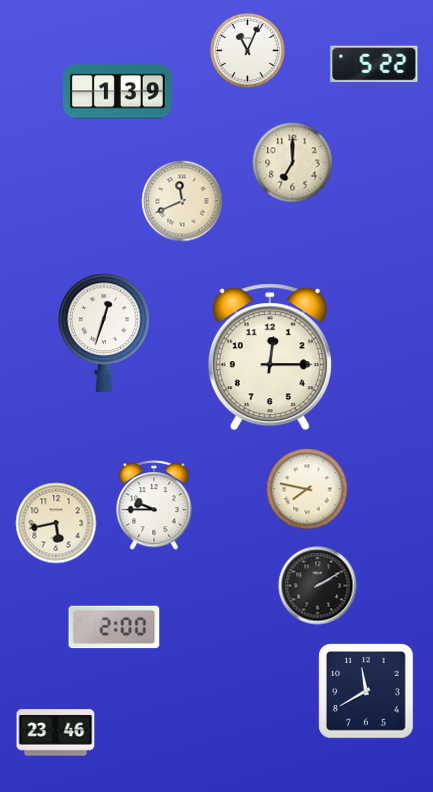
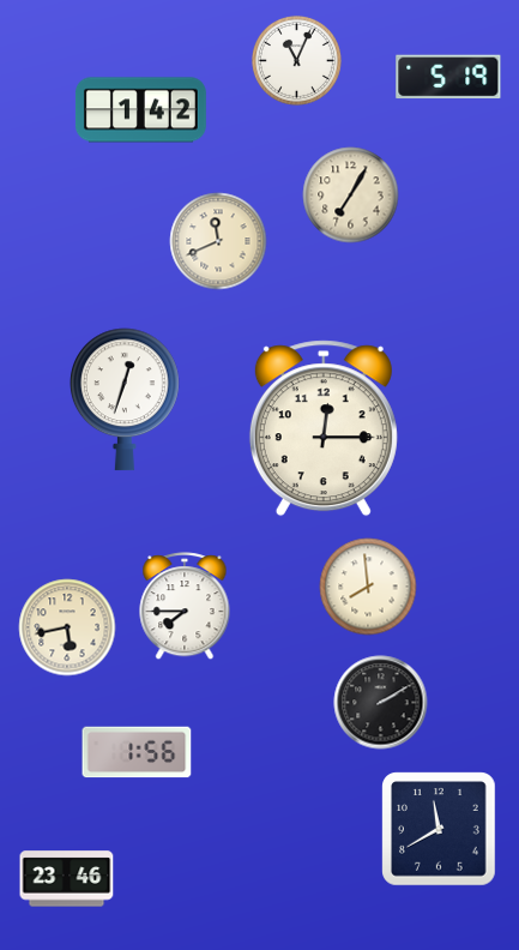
clock at (374, 64): 5:22 -> 5:19
clock at (117, 92): 1:39 -> 1:42
clock at (293, 163): 7:00 -> 7:05
clock at (307, 489): 7:47 -> 7:59
clock at (154, 506): 9:45 -> 7:45
clock at (114, 627): 2:00 -> 1:56
